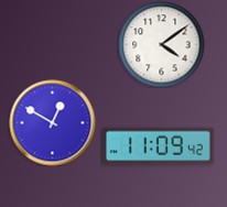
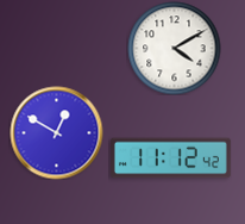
clock at (161, 44): 4:09 -> 4:10
clock at (159, 146): 11:09 -> 11:12
